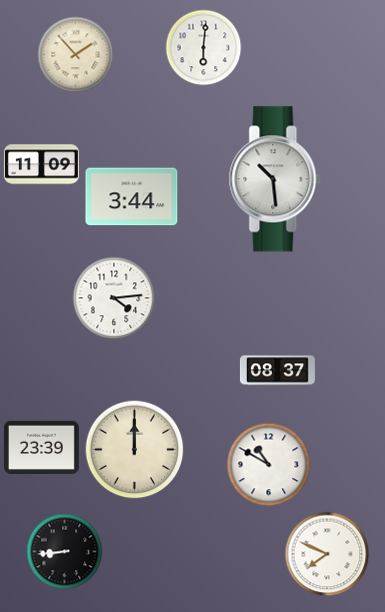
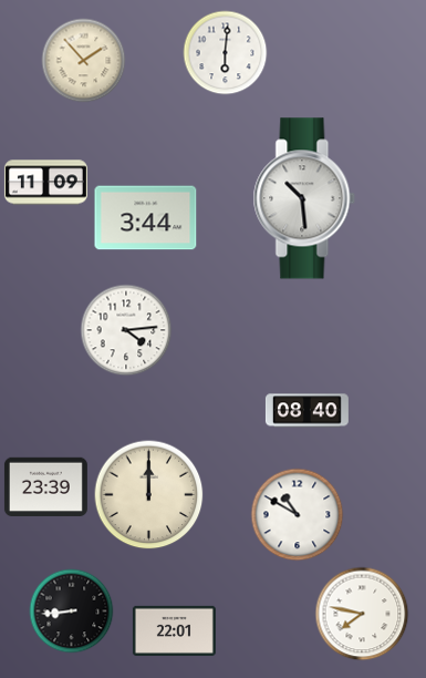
clock at (277, 371): 08:37 -> 08:40
clock at (41, 447) position: (41, 447) -> (45, 486)
clock at (135, 450) position: (135, 450) -> (149, 495)
clock at (327, 554): 7:49 -> 7:47
clock at (174, 630): none -> 22:01
